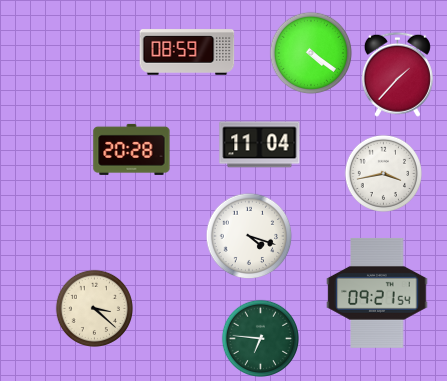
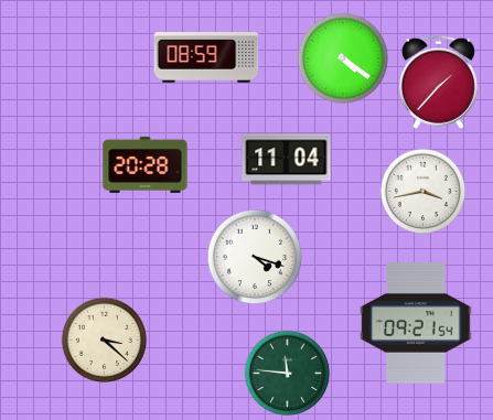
clock at (249, 236) position: (249, 236) -> (255, 257)
clock at (260, 338): 6:46 -> 11:46
